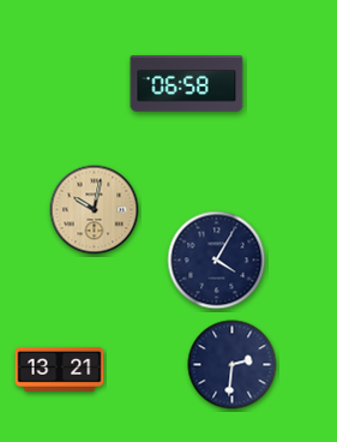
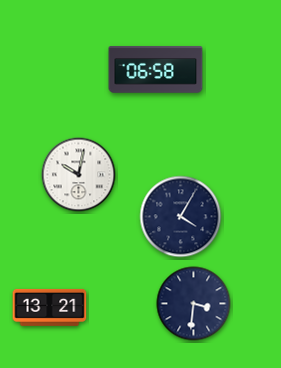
clock at (95, 210) dial: champagne -> white
clock at (233, 365): 2:31 -> 3:31
